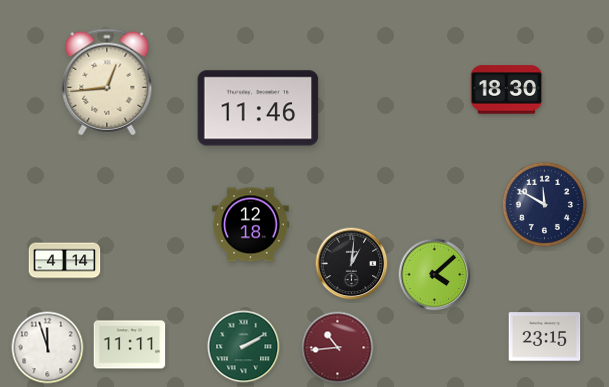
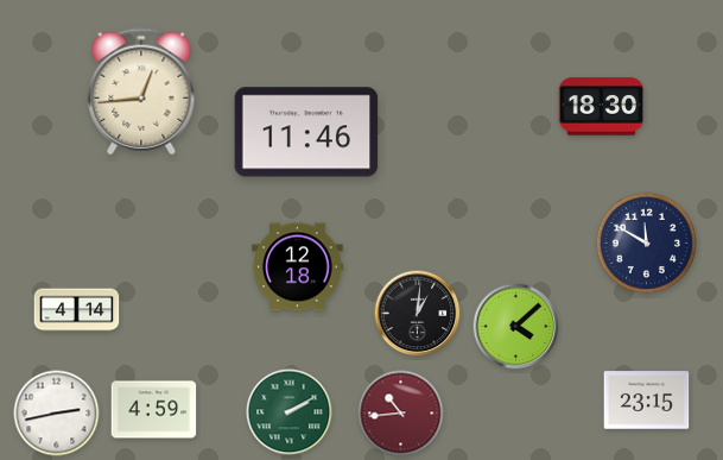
clock at (107, 82) position: (107, 82) -> (141, 92)
clock at (258, 108) position: (258, 108) -> (306, 132)
clock at (130, 345): 11:11 -> 4:59
clock at (48, 348): 11:57 -> 2:43
